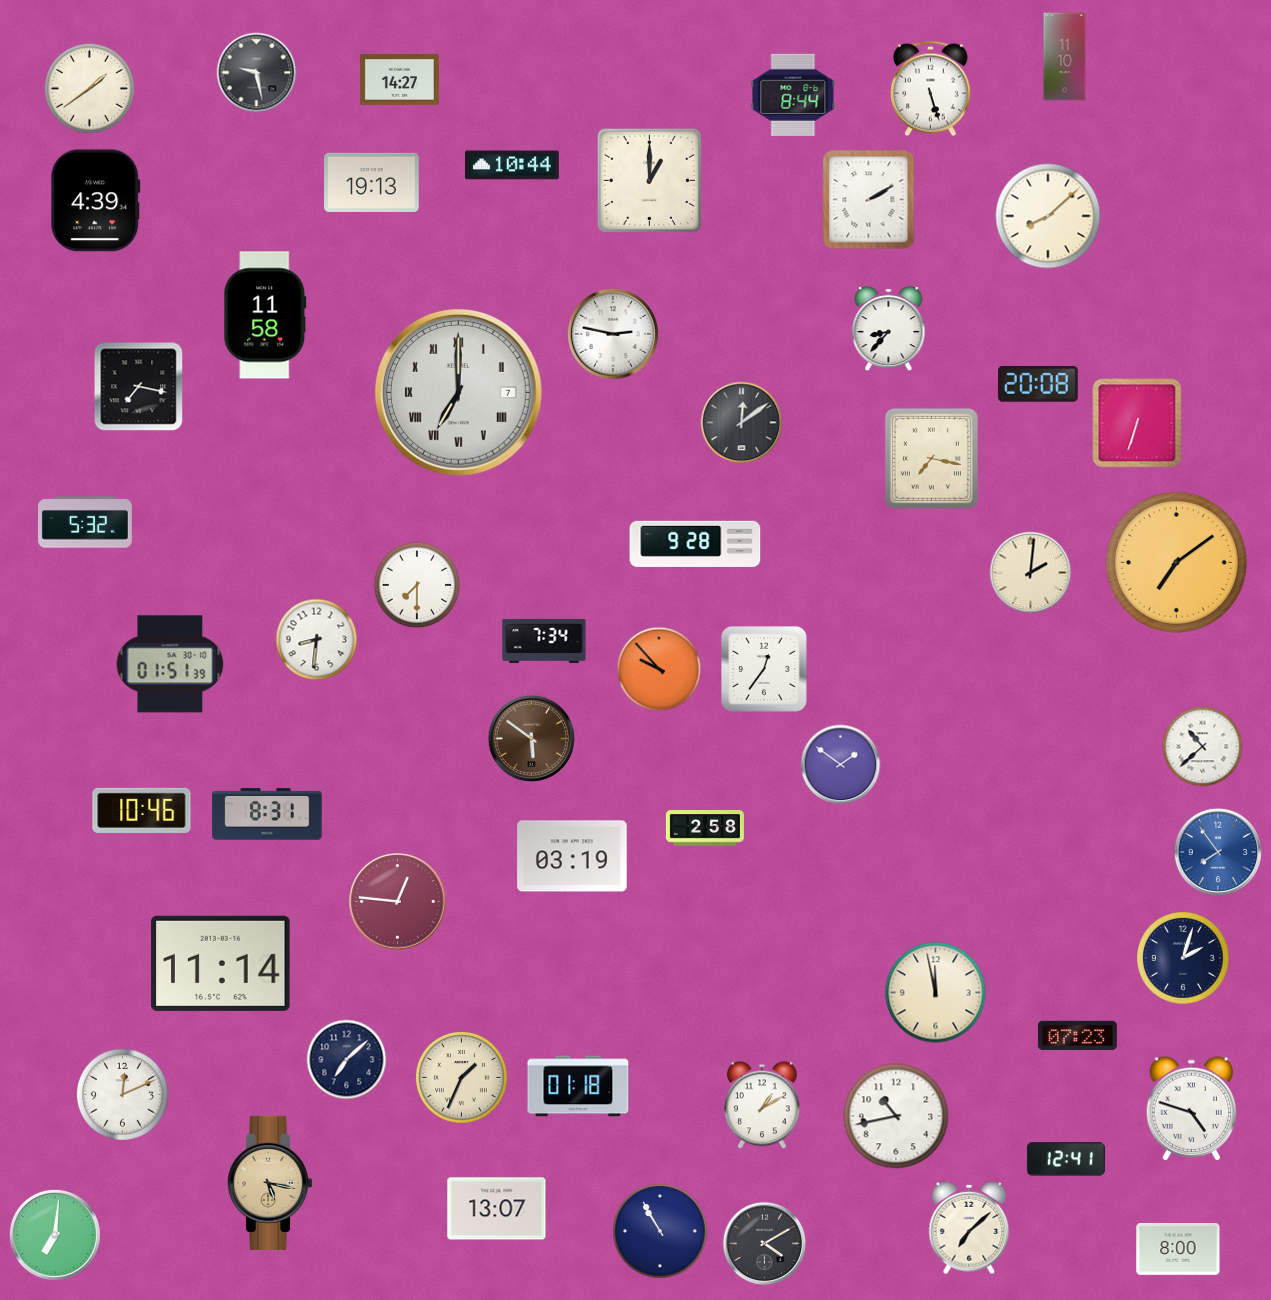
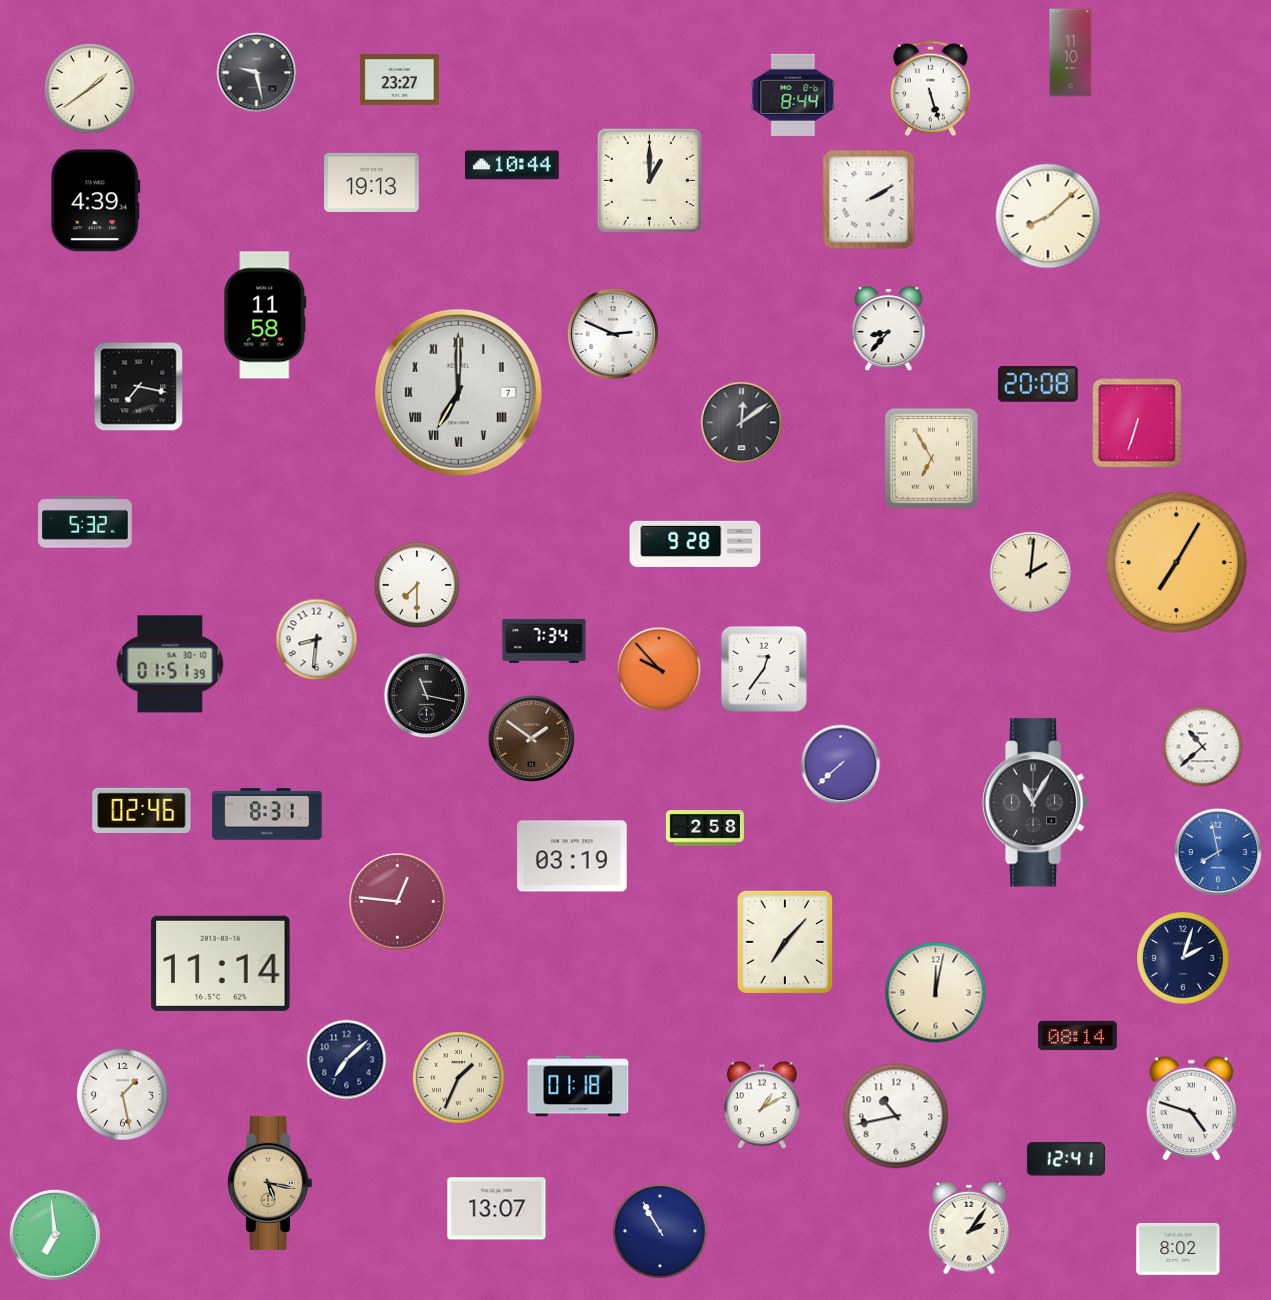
clock at (1065, 57) position: (1065, 57) -> (1071, 53)
clock at (399, 80): 14:27 -> 23:27
clock at (613, 334): 2:47 -> 2:49
clock at (931, 458): 7:17 -> 6:55
clock at (1176, 562): 7:09 -> 7:05
clock at (427, 696): none -> 11:17
clock at (531, 738): 5:51 -> 1:51
clock at (841, 765): 1:51 -> 7:38
clock at (1036, 803): none -> 11:05
clock at (142, 810): 10:46 -> 02:46
clock at (1218, 852): 7:54 -> 7:58
clock at (785, 942): none -> 7:07
clock at (936, 993): 11:58 -> 12:02
clock at (1077, 1035): 07:23 -> 08:14
clock at (461, 1077) position: (461, 1077) -> (458, 1077)
clock at (122, 1094): 12:11 -> 1:28
clock at (969, 1228): 7:08 -> 2:06
clock at (55, 1235): 7:01 -> 6:59
clock at (765, 1244): 4:10 -> none
clock at (1178, 1249): 8:00 -> 8:02
